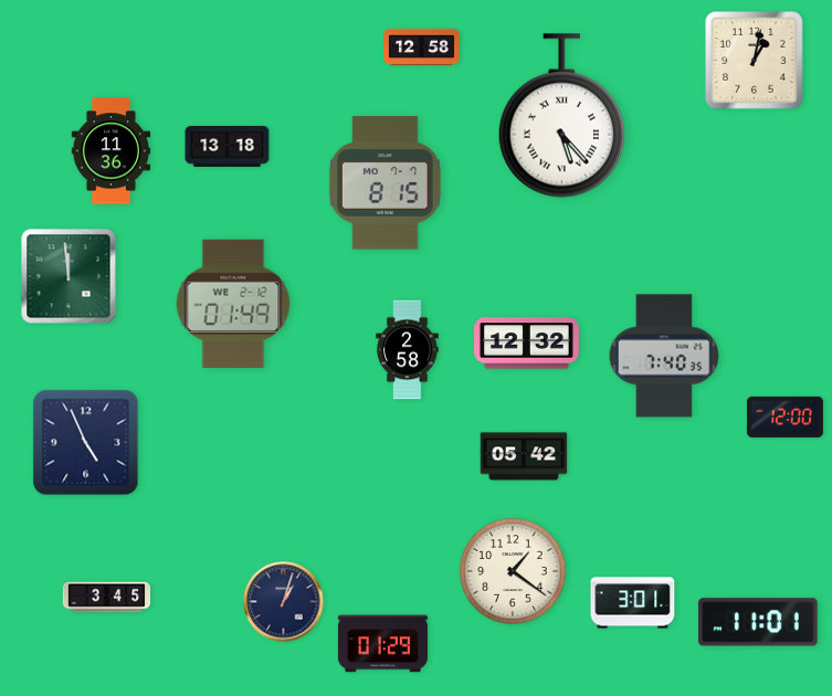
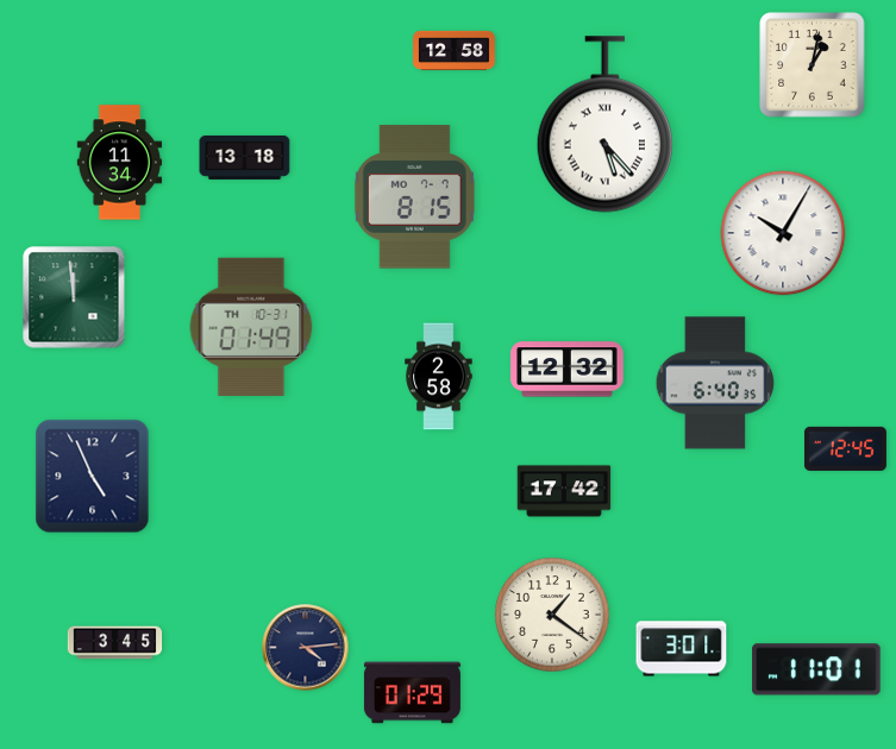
clock at (112, 151): 11:36 -> 11:34
clock at (783, 233): none -> 10:05
clock at (233, 304) date: WE 2-12 -> TH 10-31
clock at (663, 356): 7:40 -> 6:40
clock at (784, 416): 12:00 -> 12:45
clock at (524, 456): 05:42 -> 17:42
clock at (284, 602): 1:03 -> 4:14
